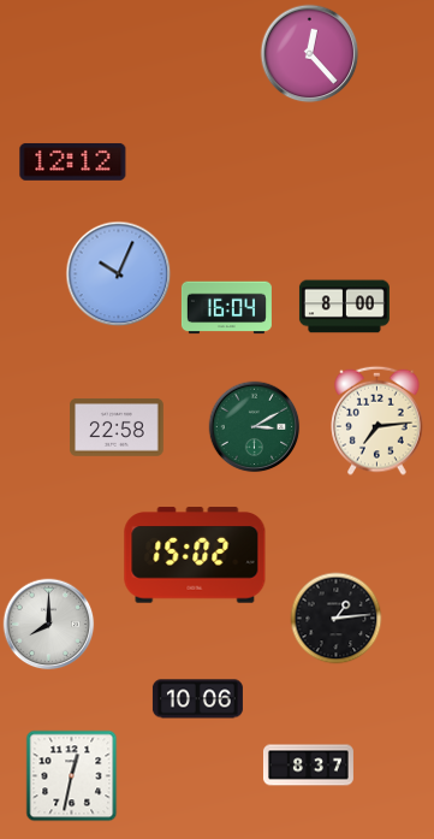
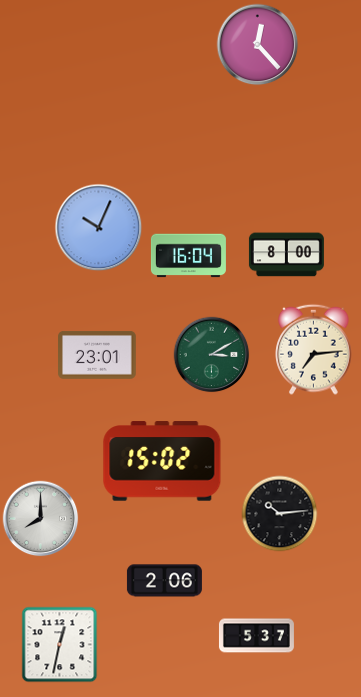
clock at (73, 161): 12:12 -> none
clock at (117, 427): 22:58 -> 23:01
clock at (337, 619): 1:14 -> 10:14
clock at (197, 699): 10:06 -> 2:06
clock at (308, 766): 8:37 -> 5:37
